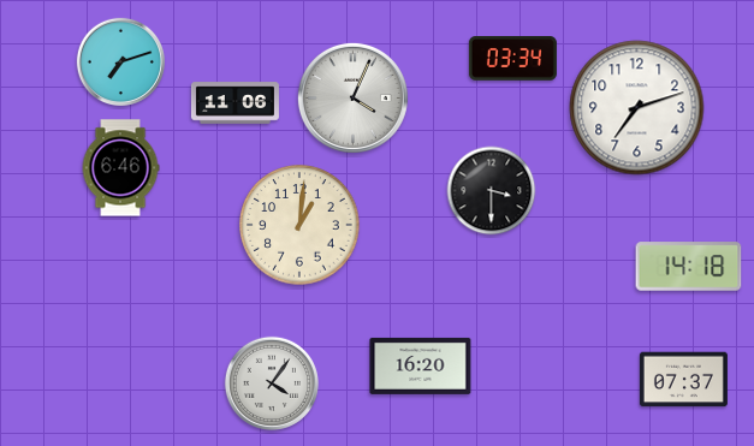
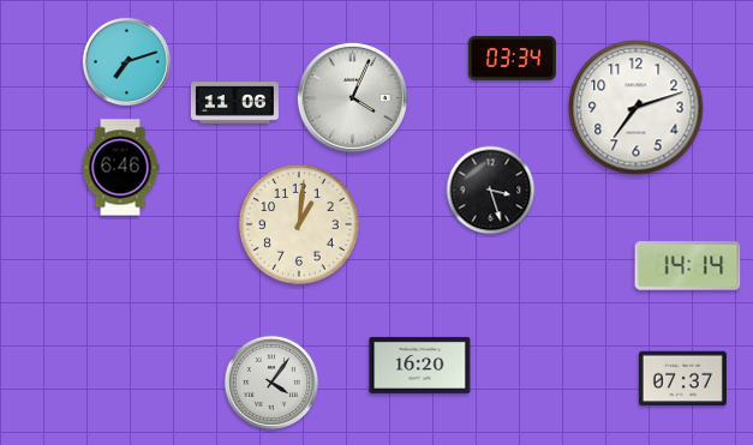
clock at (120, 61) position: (120, 61) -> (126, 61)
clock at (492, 191): 3:30 -> 3:27
clock at (689, 267): 14:18 -> 14:14
